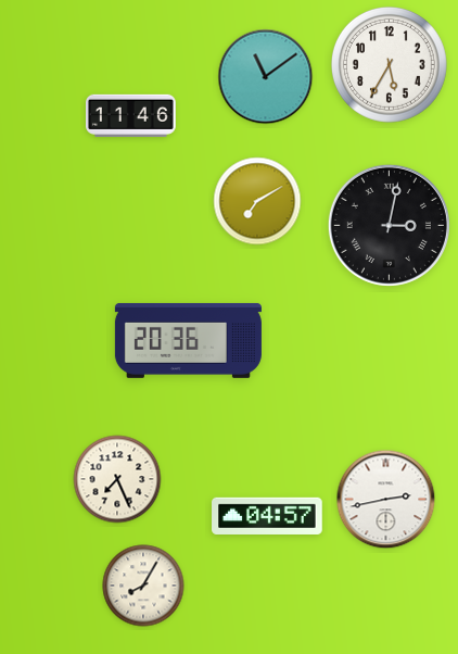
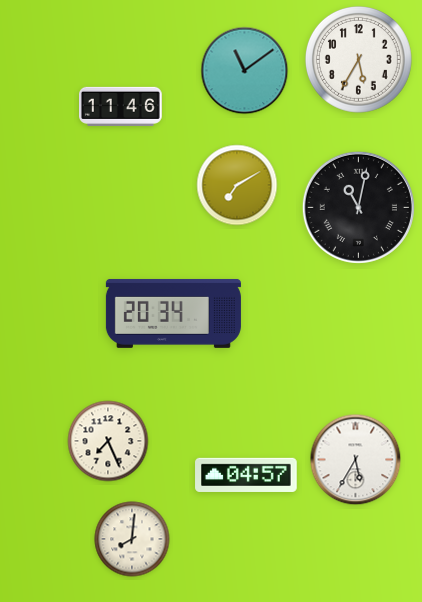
clock at (389, 225): 3:02 -> 11:02
clock at (188, 340): 20:36 -> 20:34
clock at (386, 500): 2:43 -> 5:35
clock at (143, 586): 8:05 -> 8:01
